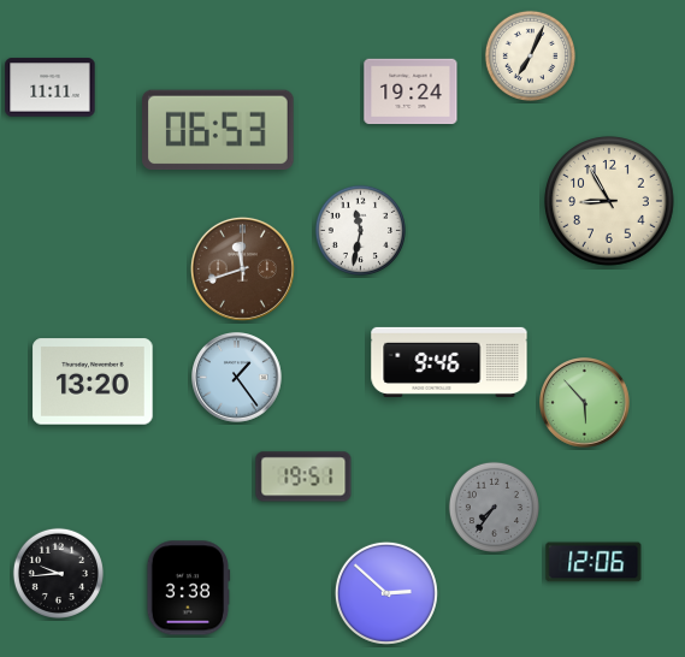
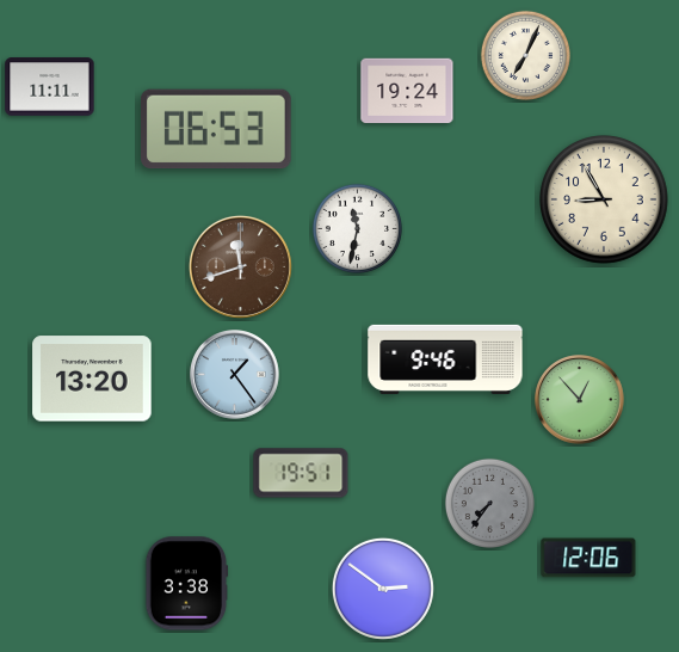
clock at (585, 403): 5:53 -> 12:53
clock at (58, 573): 9:44 -> none
clock at (386, 593): 2:52 -> 2:51
